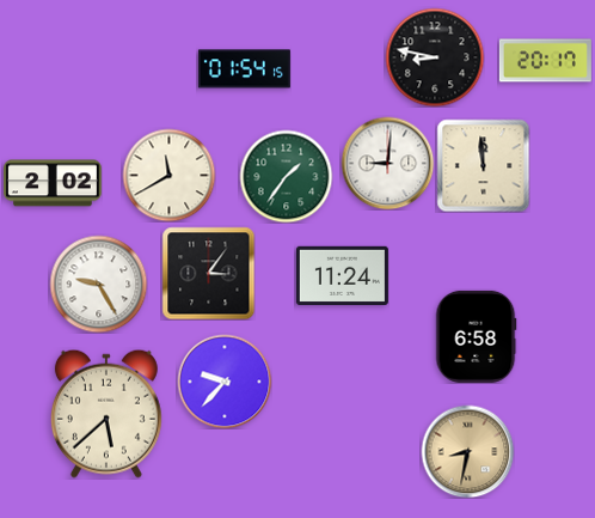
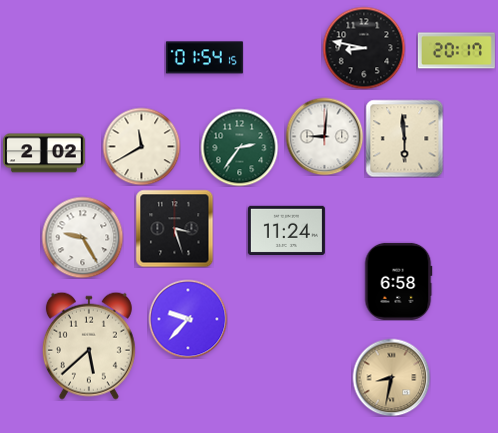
clock at (483, 165): 11:59 -> 5:59
clock at (286, 176): 1:36 -> 2:36
clock at (208, 273): 3:06 -> 3:27
